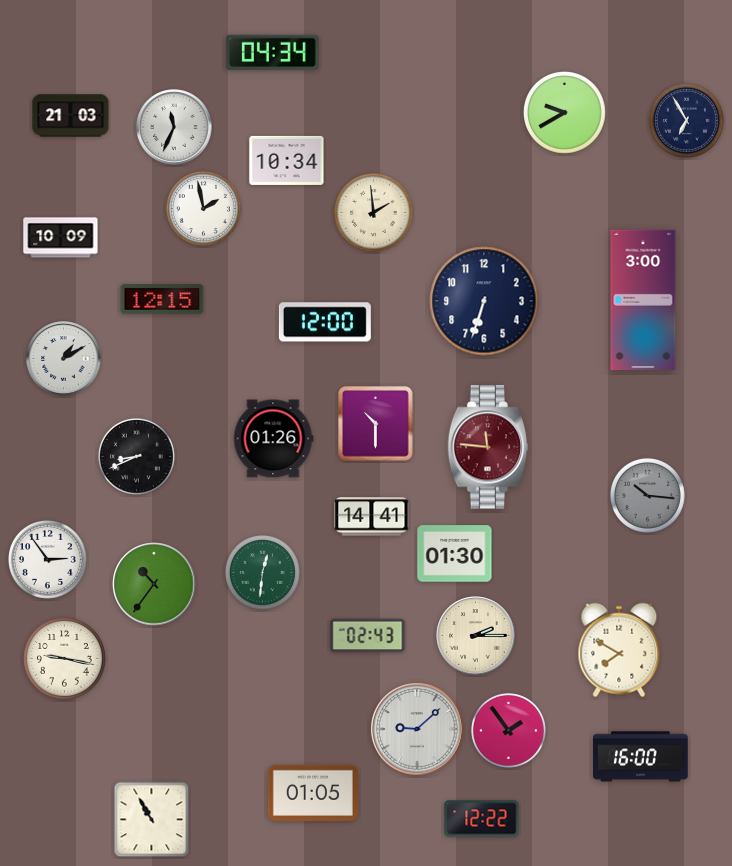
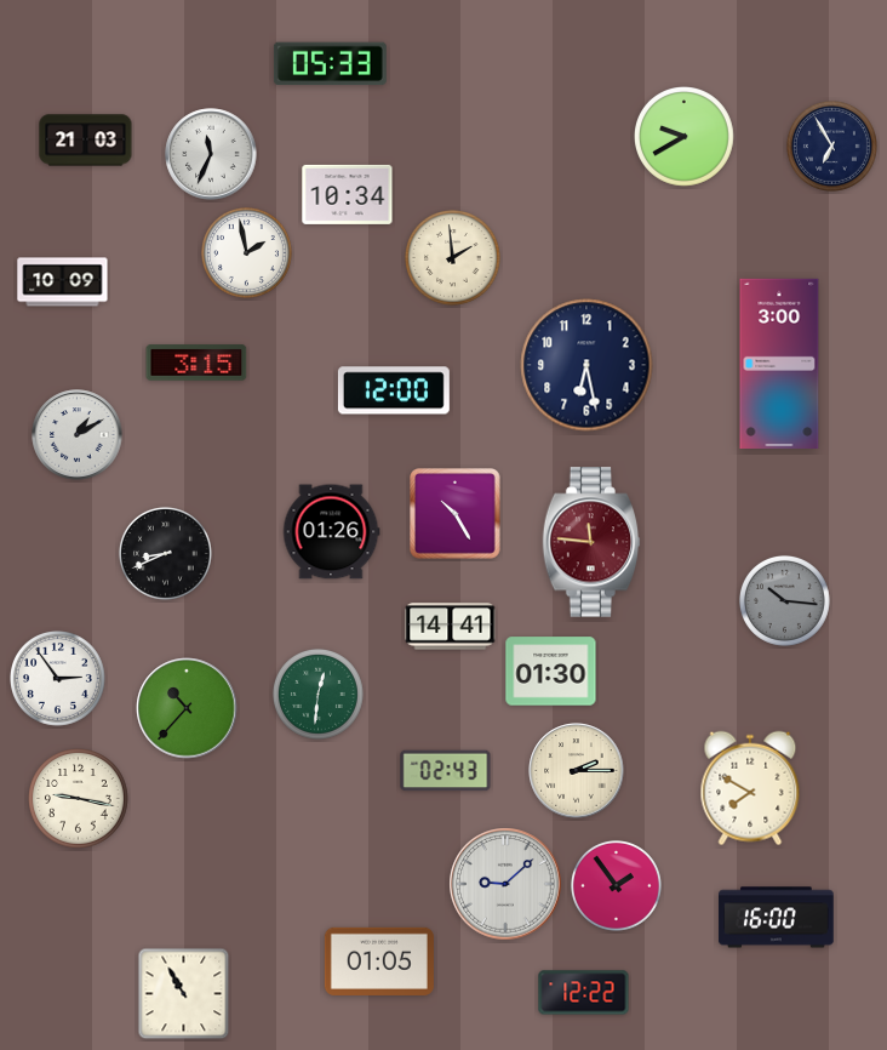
clock at (272, 53): 04:34 -> 05:33
clock at (61, 238) position: (61, 238) -> (63, 283)
clock at (162, 299): 12:15 -> 3:15
clock at (484, 301): 6:33 -> 6:28
clock at (376, 424): 10:30 -> 10:25
clock at (154, 584): 10:36 -> 10:37
